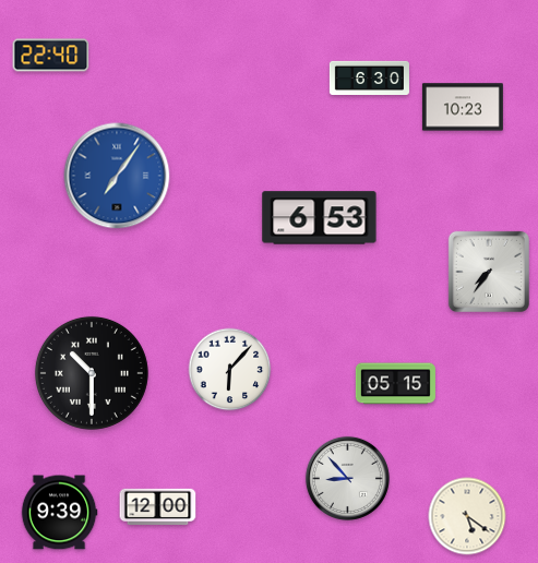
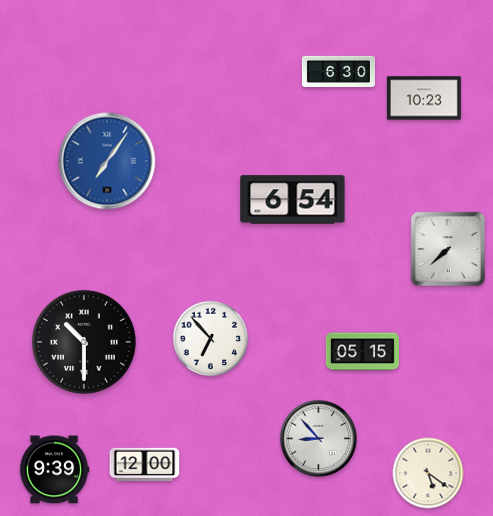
clock at (51, 56): 22:40 -> none
clock at (320, 218): 6:53 -> 6:54
clock at (489, 272): 7:36 -> 7:38
clock at (230, 370): 6:07 -> 6:53
